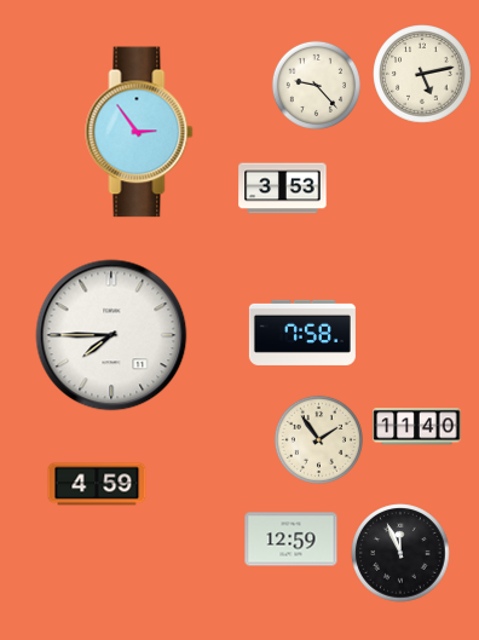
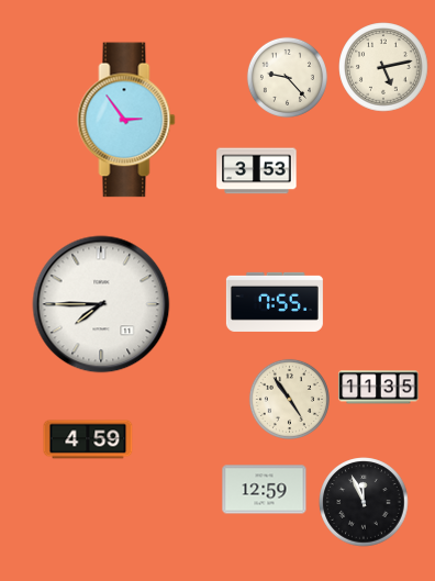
clock at (302, 333): 7:58 -> 7:55
clock at (417, 427): 11:40 -> 11:35
clock at (318, 439): 1:54 -> 4:54
